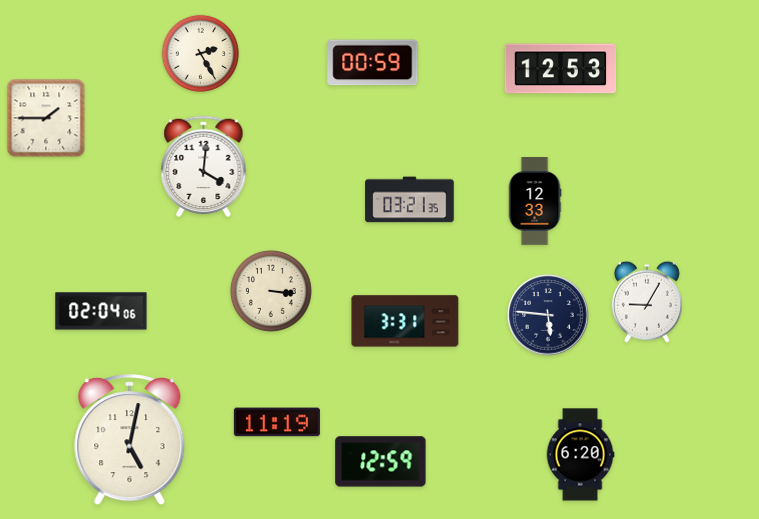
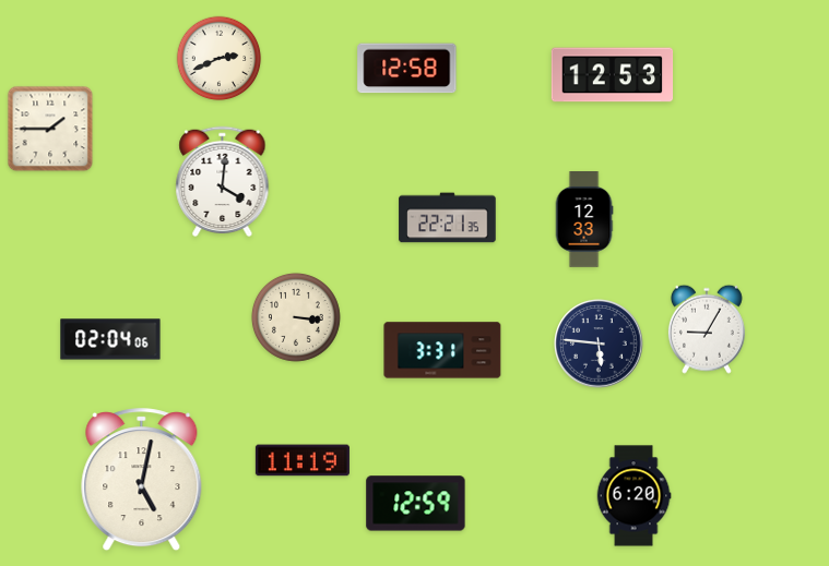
clock at (201, 54): 2:25 -> 2:41
clock at (373, 63): 00:59 -> 12:58
clock at (410, 200): 03:21 -> 22:21
